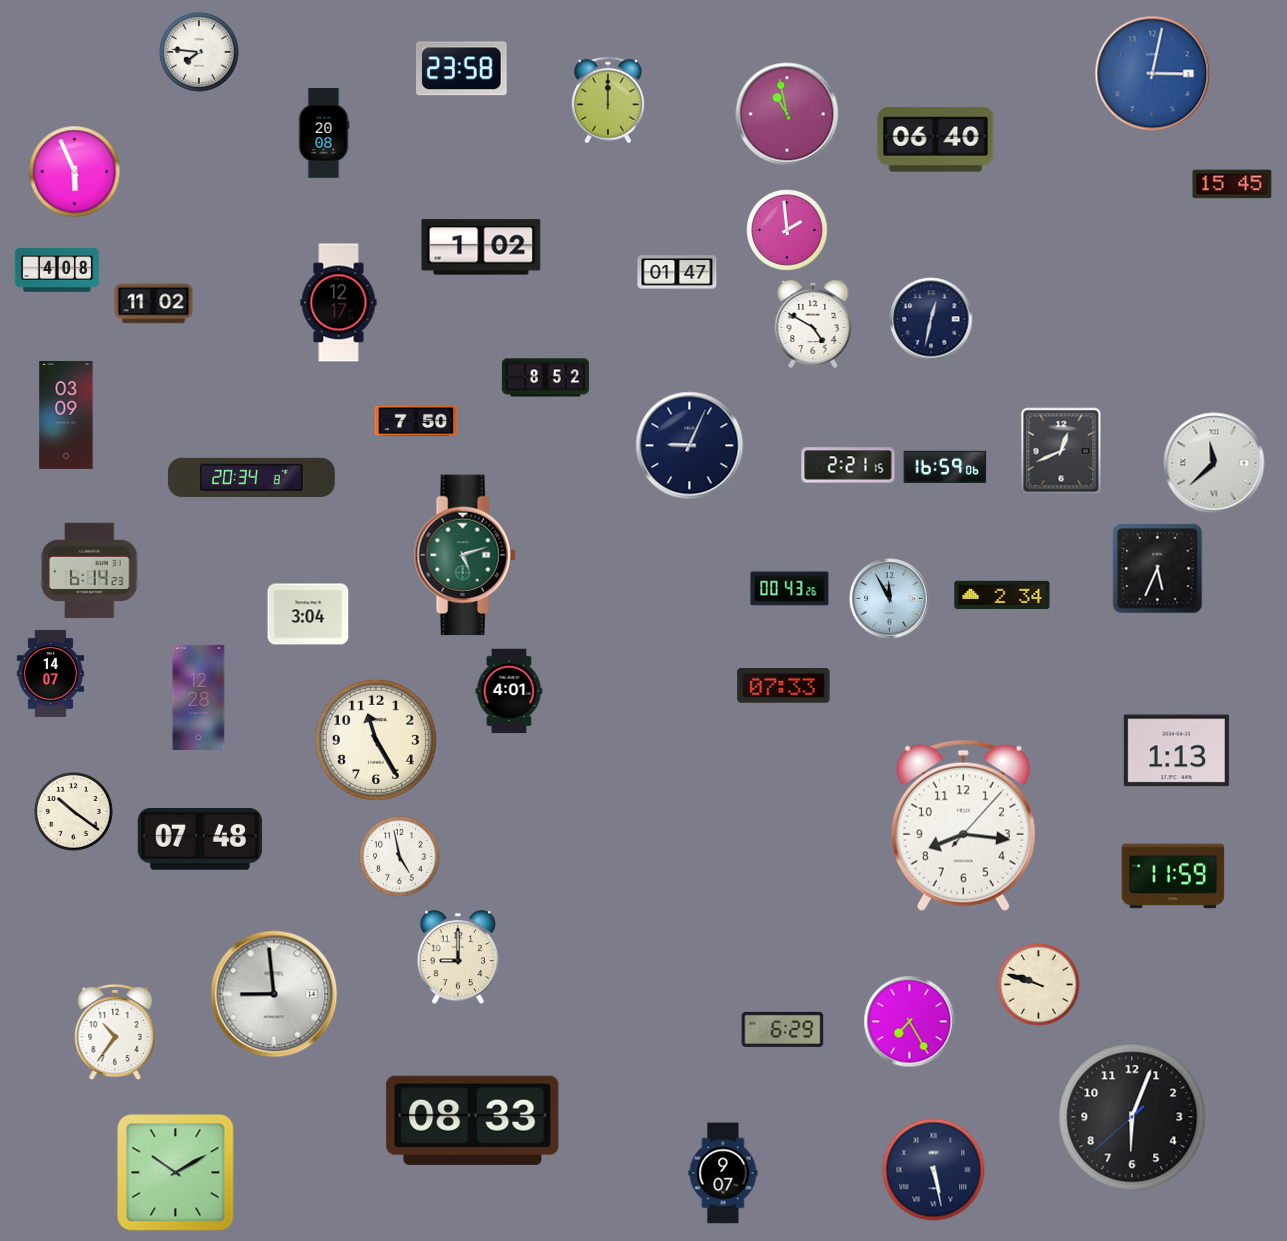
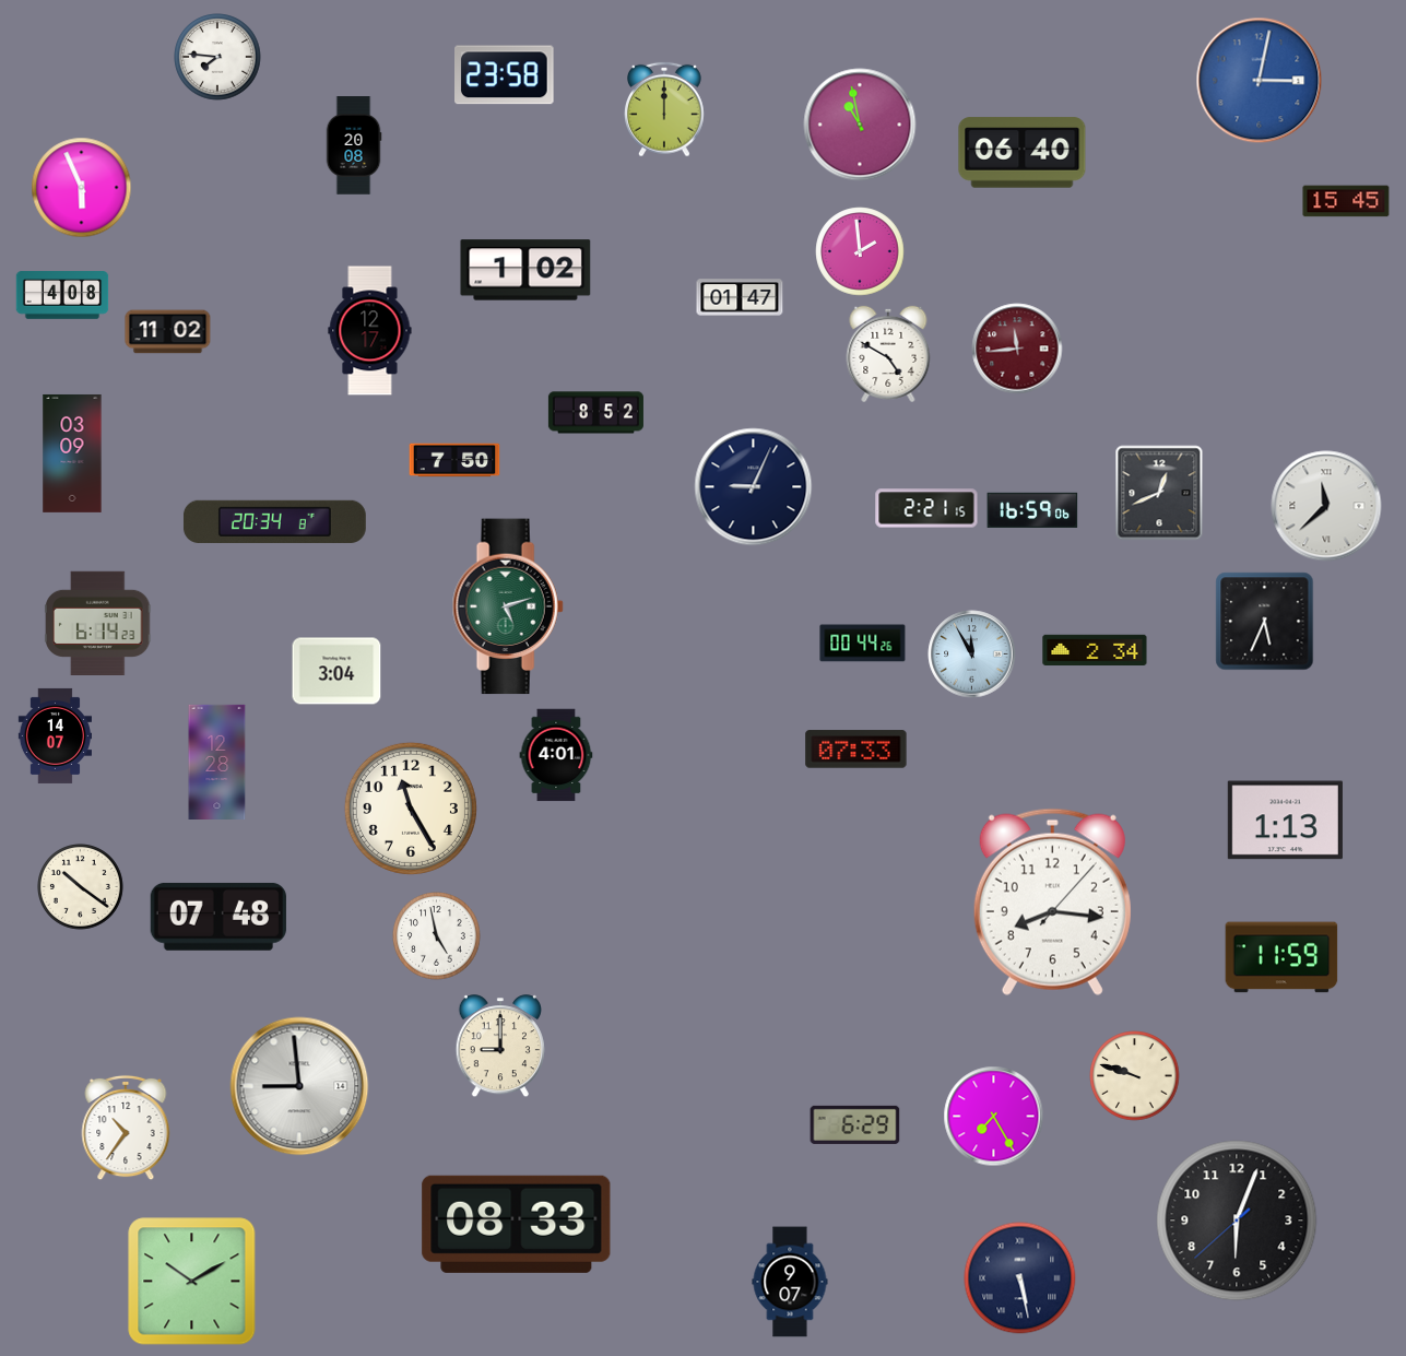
clock at (931, 319): 12:32 -> 11:44
clock at (931, 319) dial: navy -> burgundy
clock at (790, 589): 00:43 -> 00:44
